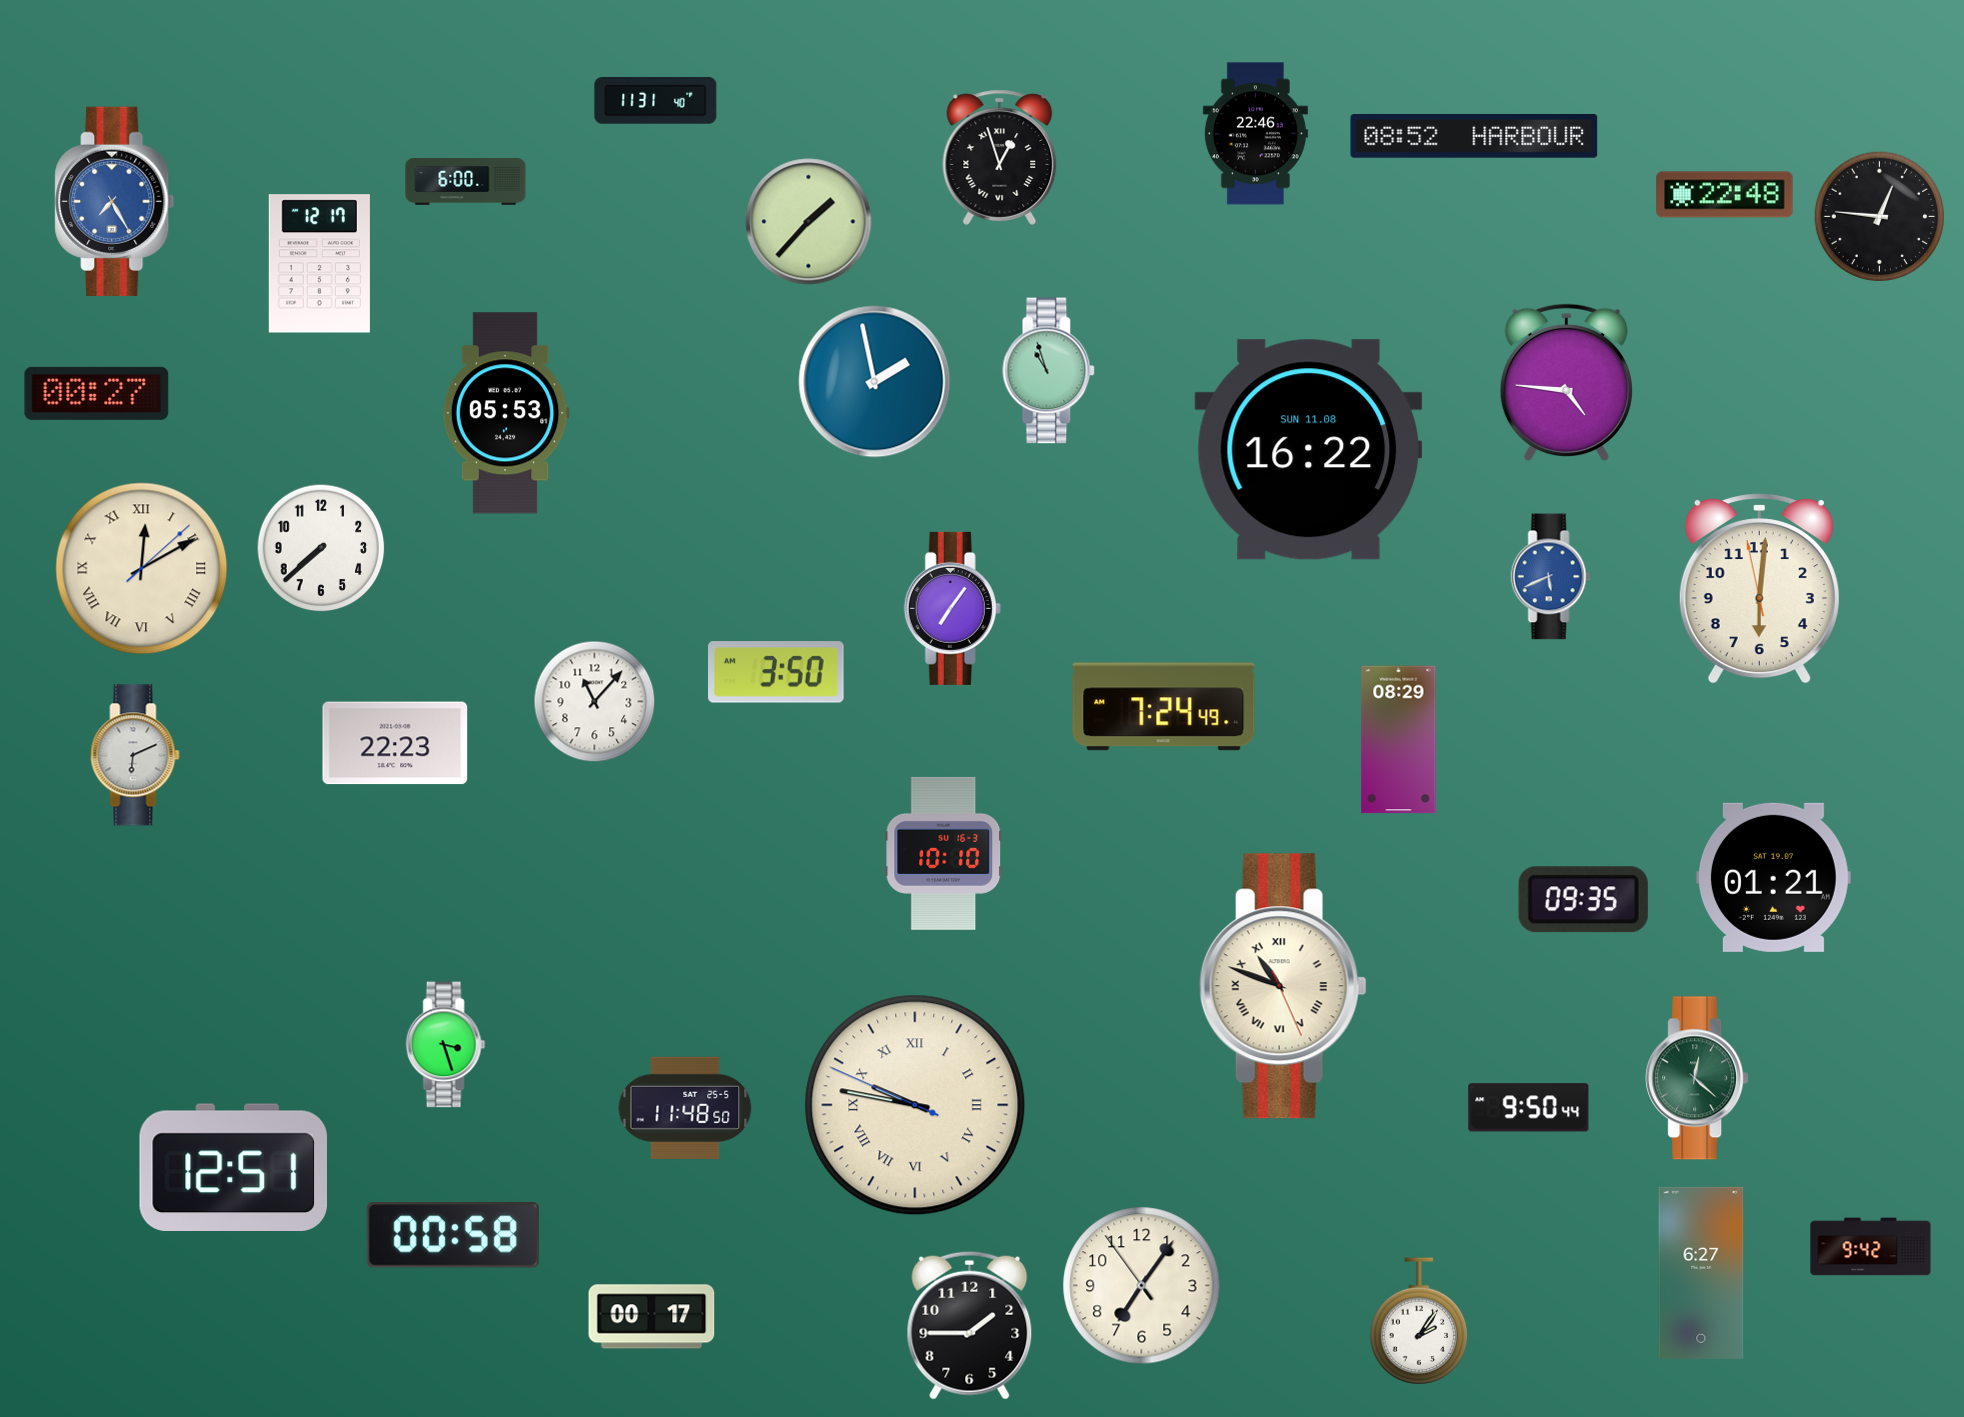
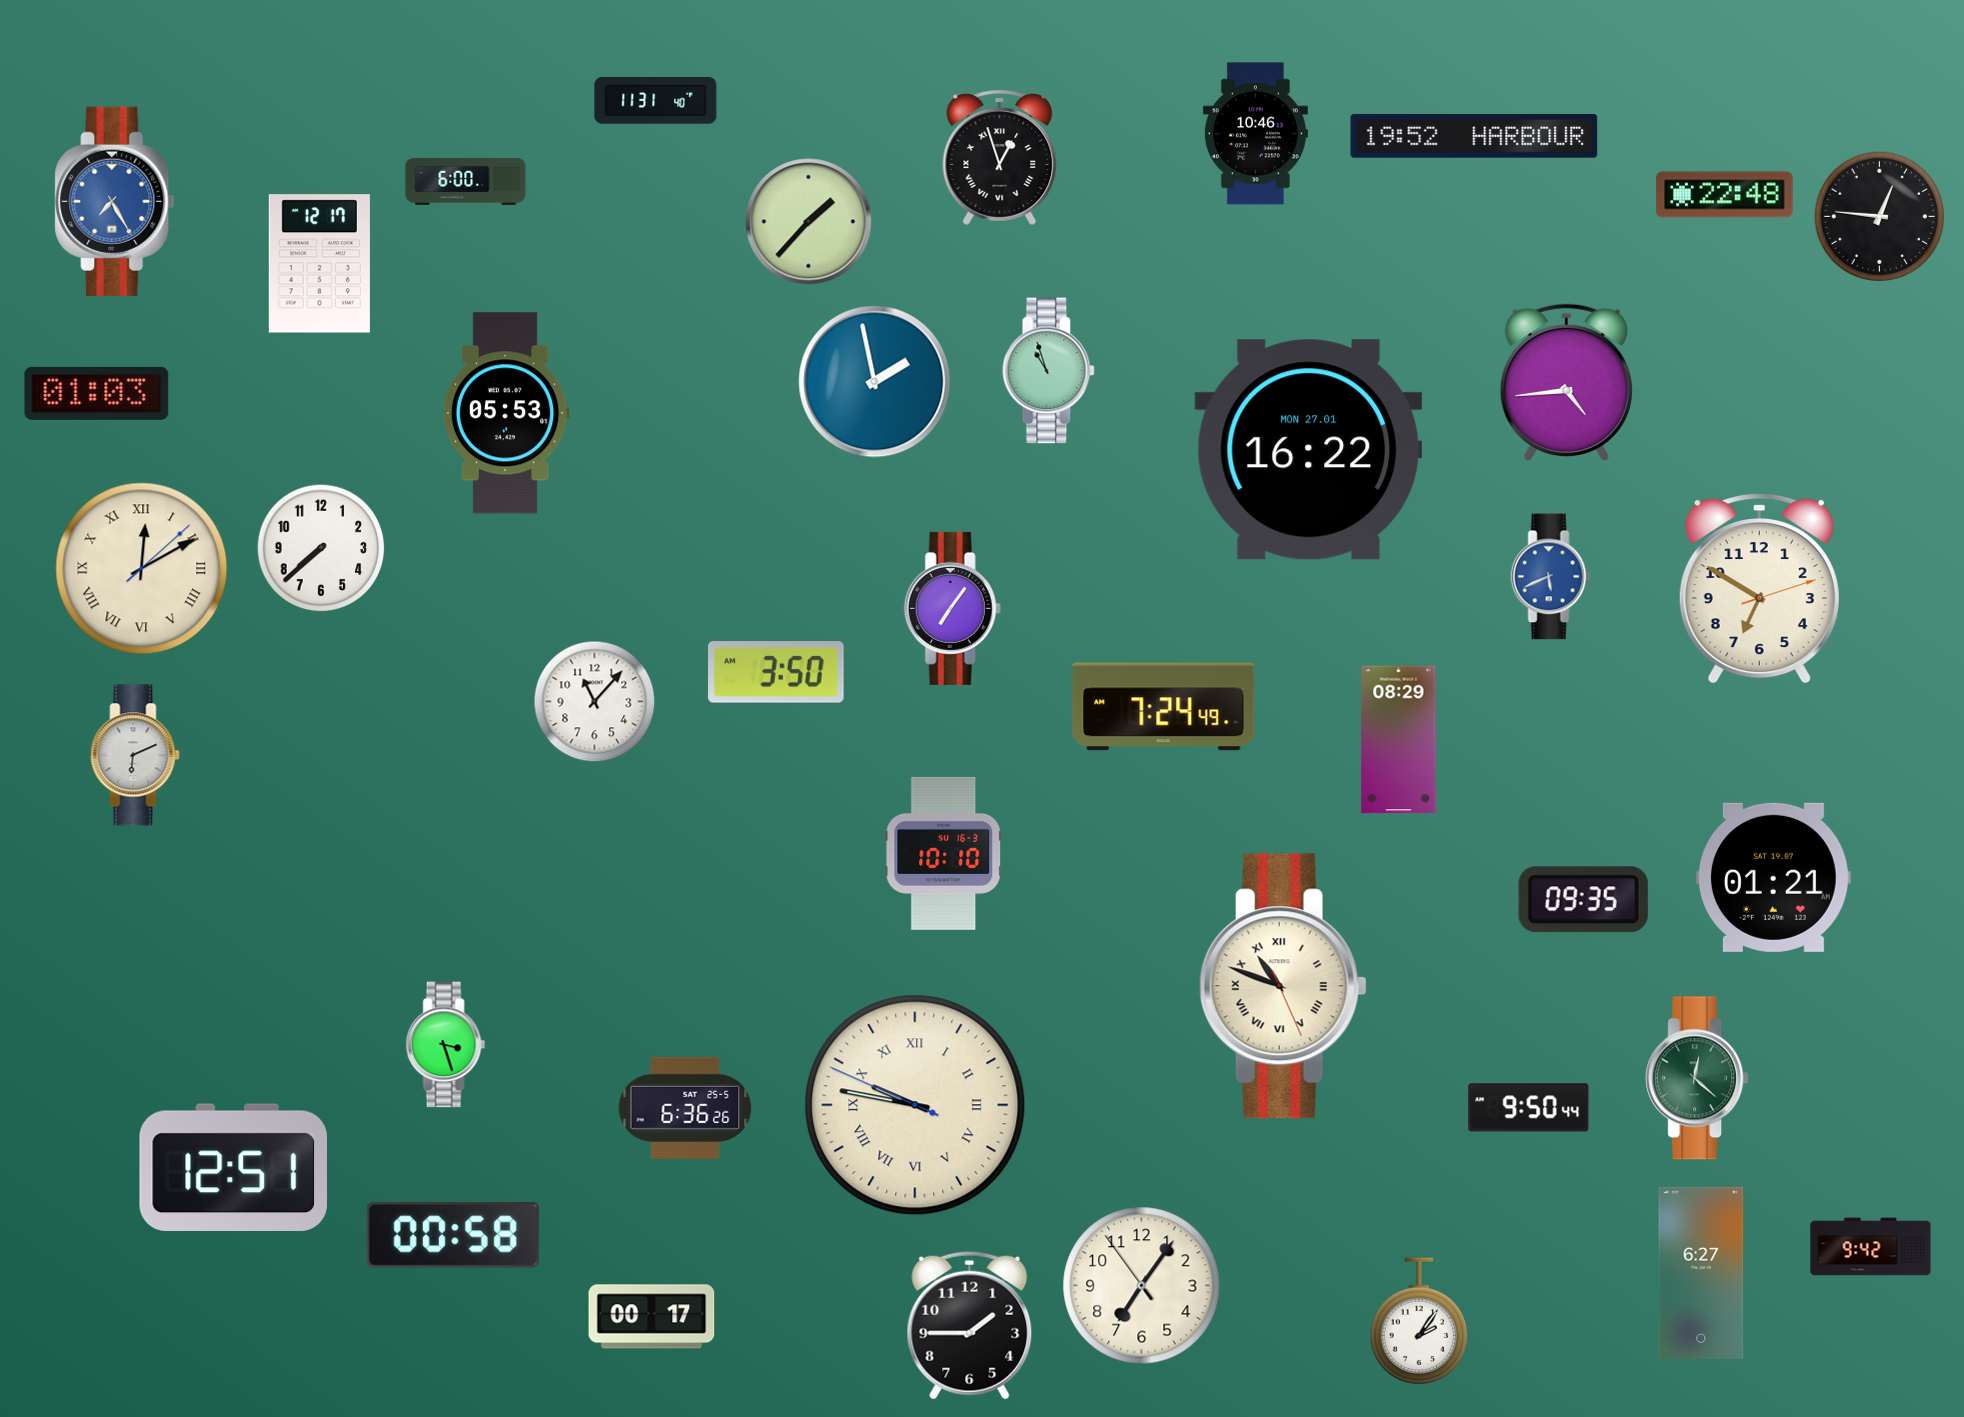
clock at (1255, 134): 22:46 -> 10:46
clock at (1474, 136): 08:52 -> 19:52
clock at (1566, 383): 4:46 -> 4:44
clock at (97, 393): 00:27 -> 01:03
clock at (1309, 450) date: SUN 11.08 -> MON 27.01
clock at (1759, 589): 6:00 -> 6:50
clock at (395, 743): 22:23 -> none
clock at (685, 1108): 11:48 -> 6:36
